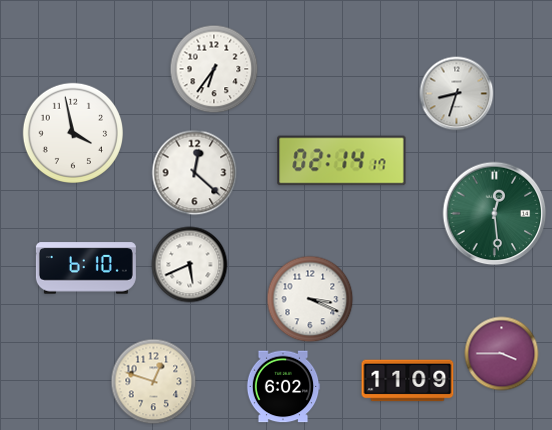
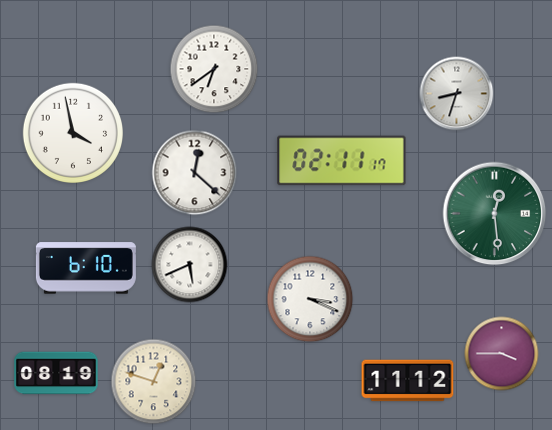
clock at (214, 69): 6:36 -> 6:39
clock at (342, 161): 02:14 -> 02:11
clock at (56, 373): none -> 08:19
clock at (408, 381): 11:09 -> 11:12
clock at (283, 387): 6:02 -> none
